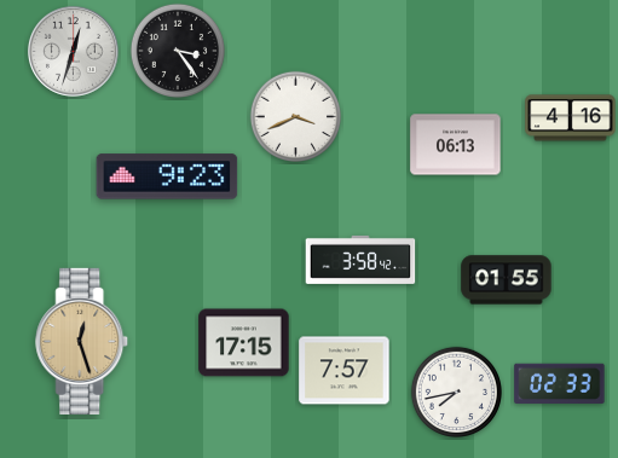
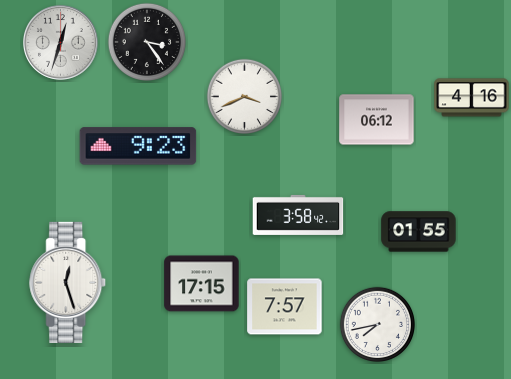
clock at (456, 145): 06:13 -> 06:12
clock at (82, 341) dial: champagne -> white
clock at (560, 383): 02:33 -> none
